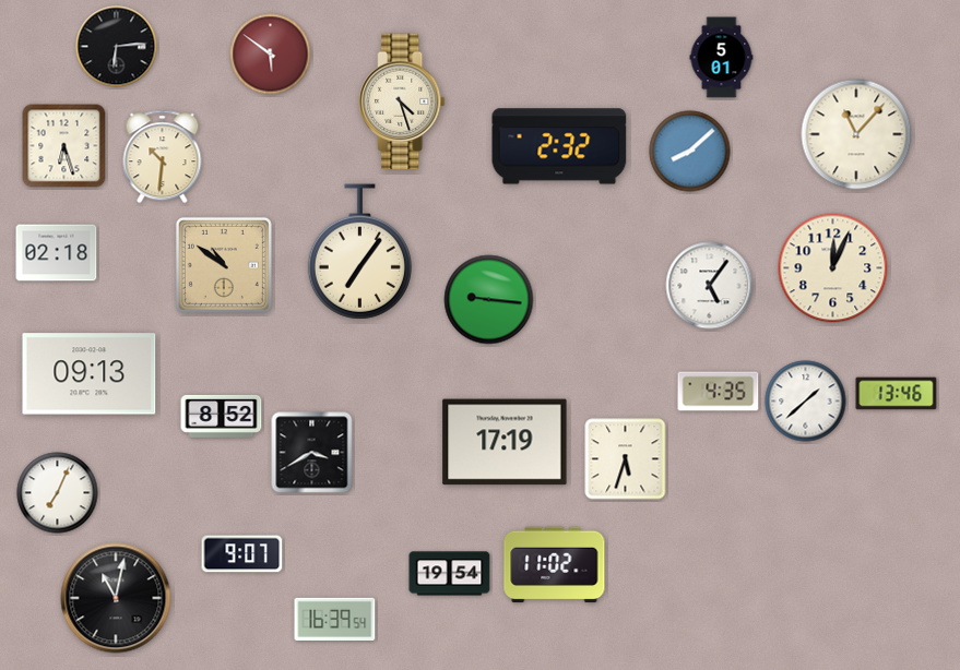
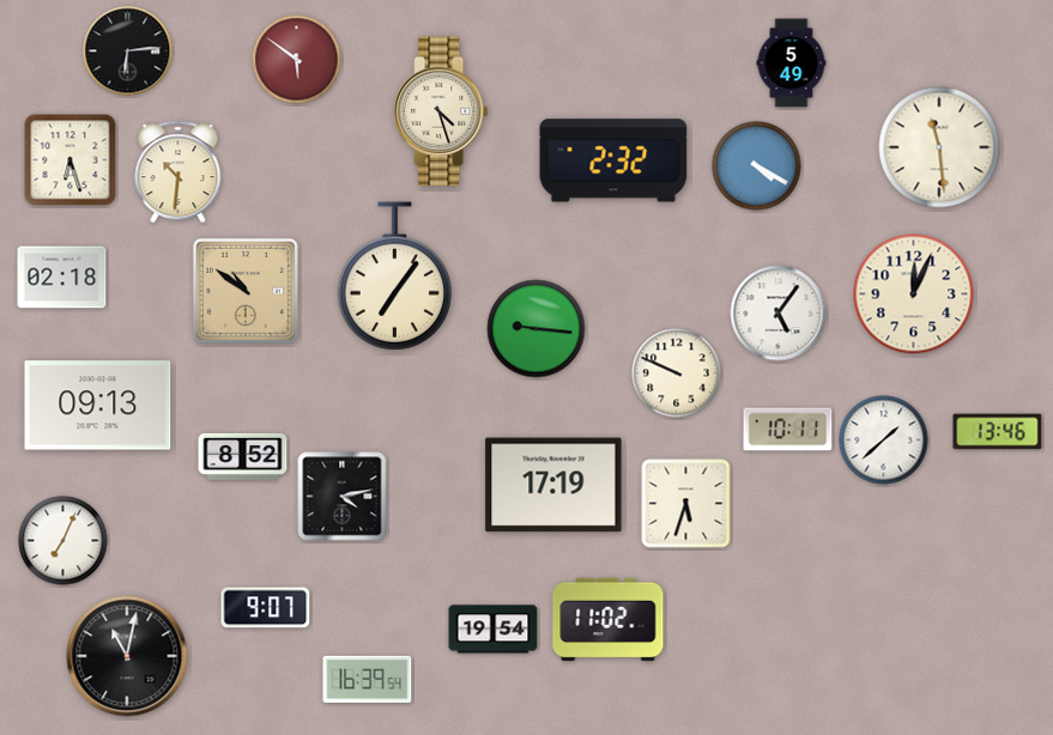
clock at (722, 58): 5:01 -> 5:49
clock at (856, 134): 11:07 -> 11:29
clock at (690, 152): 8:08 -> 4:20
clock at (677, 373): none -> 9:49
clock at (90, 374) position: (90, 374) -> (98, 406)
clock at (719, 392): 4:35 -> 10:11
clock at (897, 394) position: (897, 394) -> (998, 432)
clock at (312, 453): 3:40 -> 4:13
